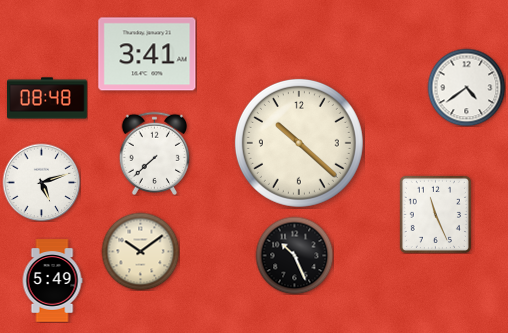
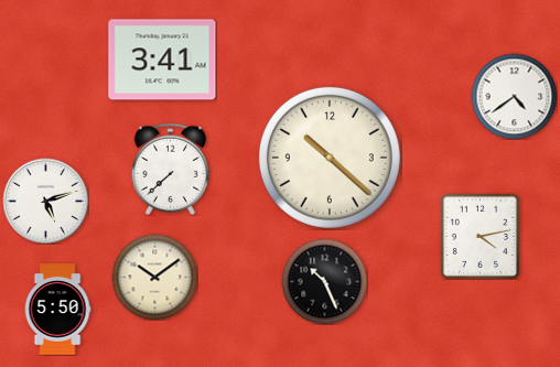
clock at (48, 98): 08:48 -> none
clock at (435, 214): 11:26 -> 4:13
clock at (52, 281): 5:49 -> 5:50
